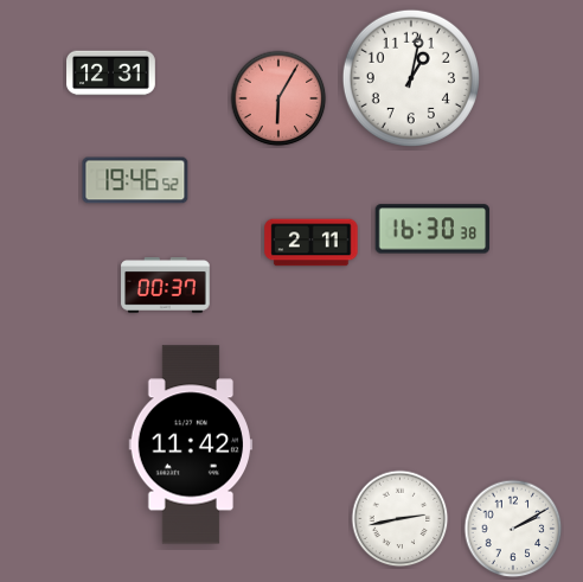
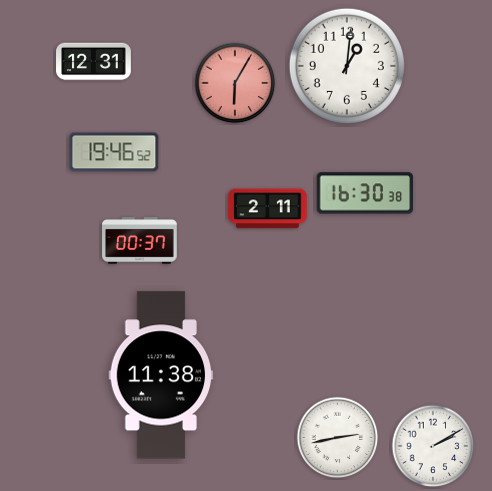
clock at (411, 78): 1:02 -> 1:01
clock at (312, 243) position: (312, 243) -> (268, 209)
clock at (191, 445): 11:42 -> 11:38
